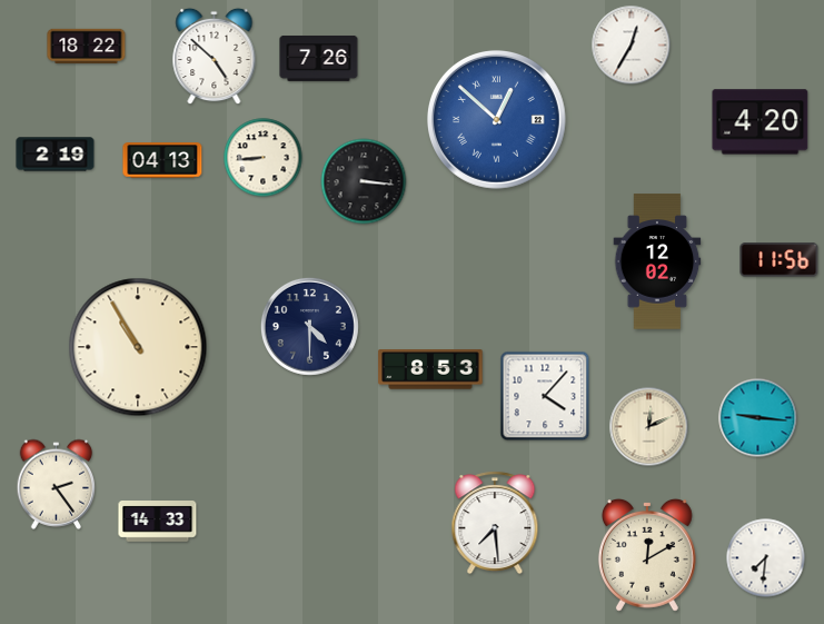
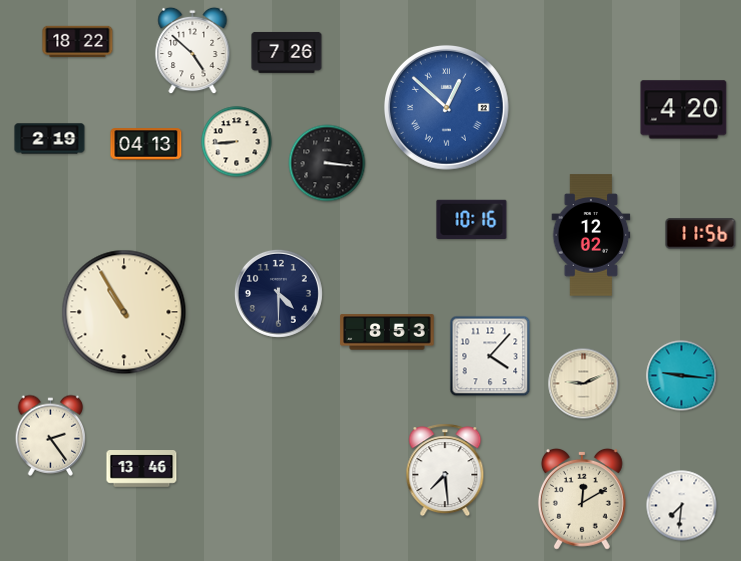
clock at (632, 46): 12:35 -> none
clock at (472, 219): none -> 10:16
clock at (649, 427): 12:11 -> 9:11
clock at (158, 522): 14:33 -> 13:46
clock at (766, 558) position: (766, 558) -> (682, 506)
